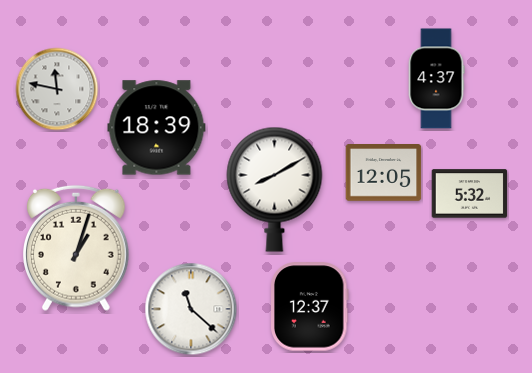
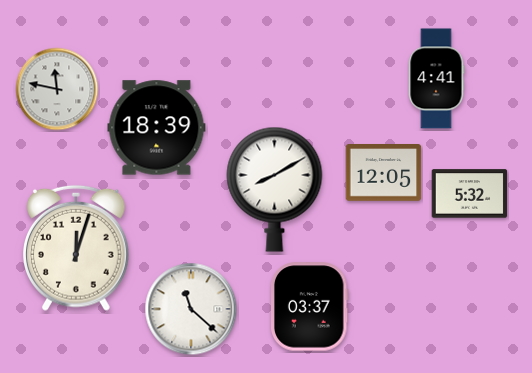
clock at (436, 79): 4:37 -> 4:41
clock at (77, 248): 1:03 -> 12:03
clock at (310, 307): 12:37 -> 03:37
